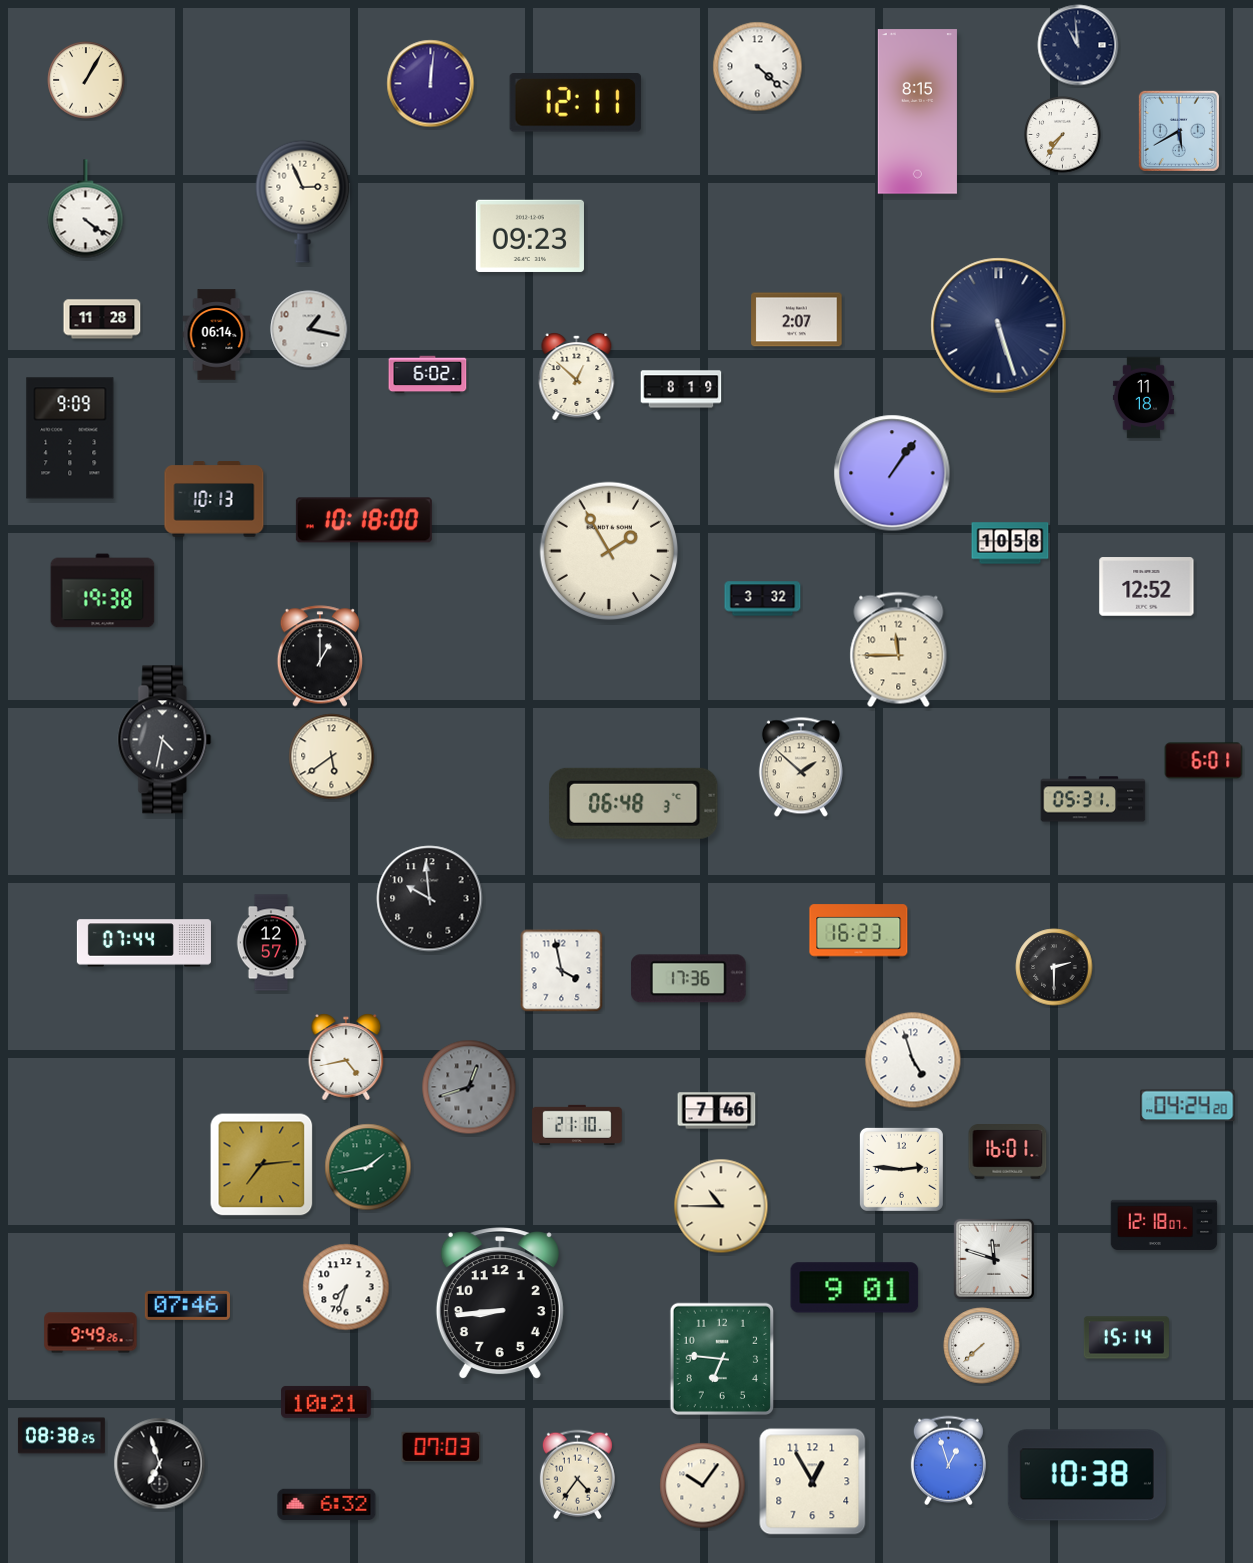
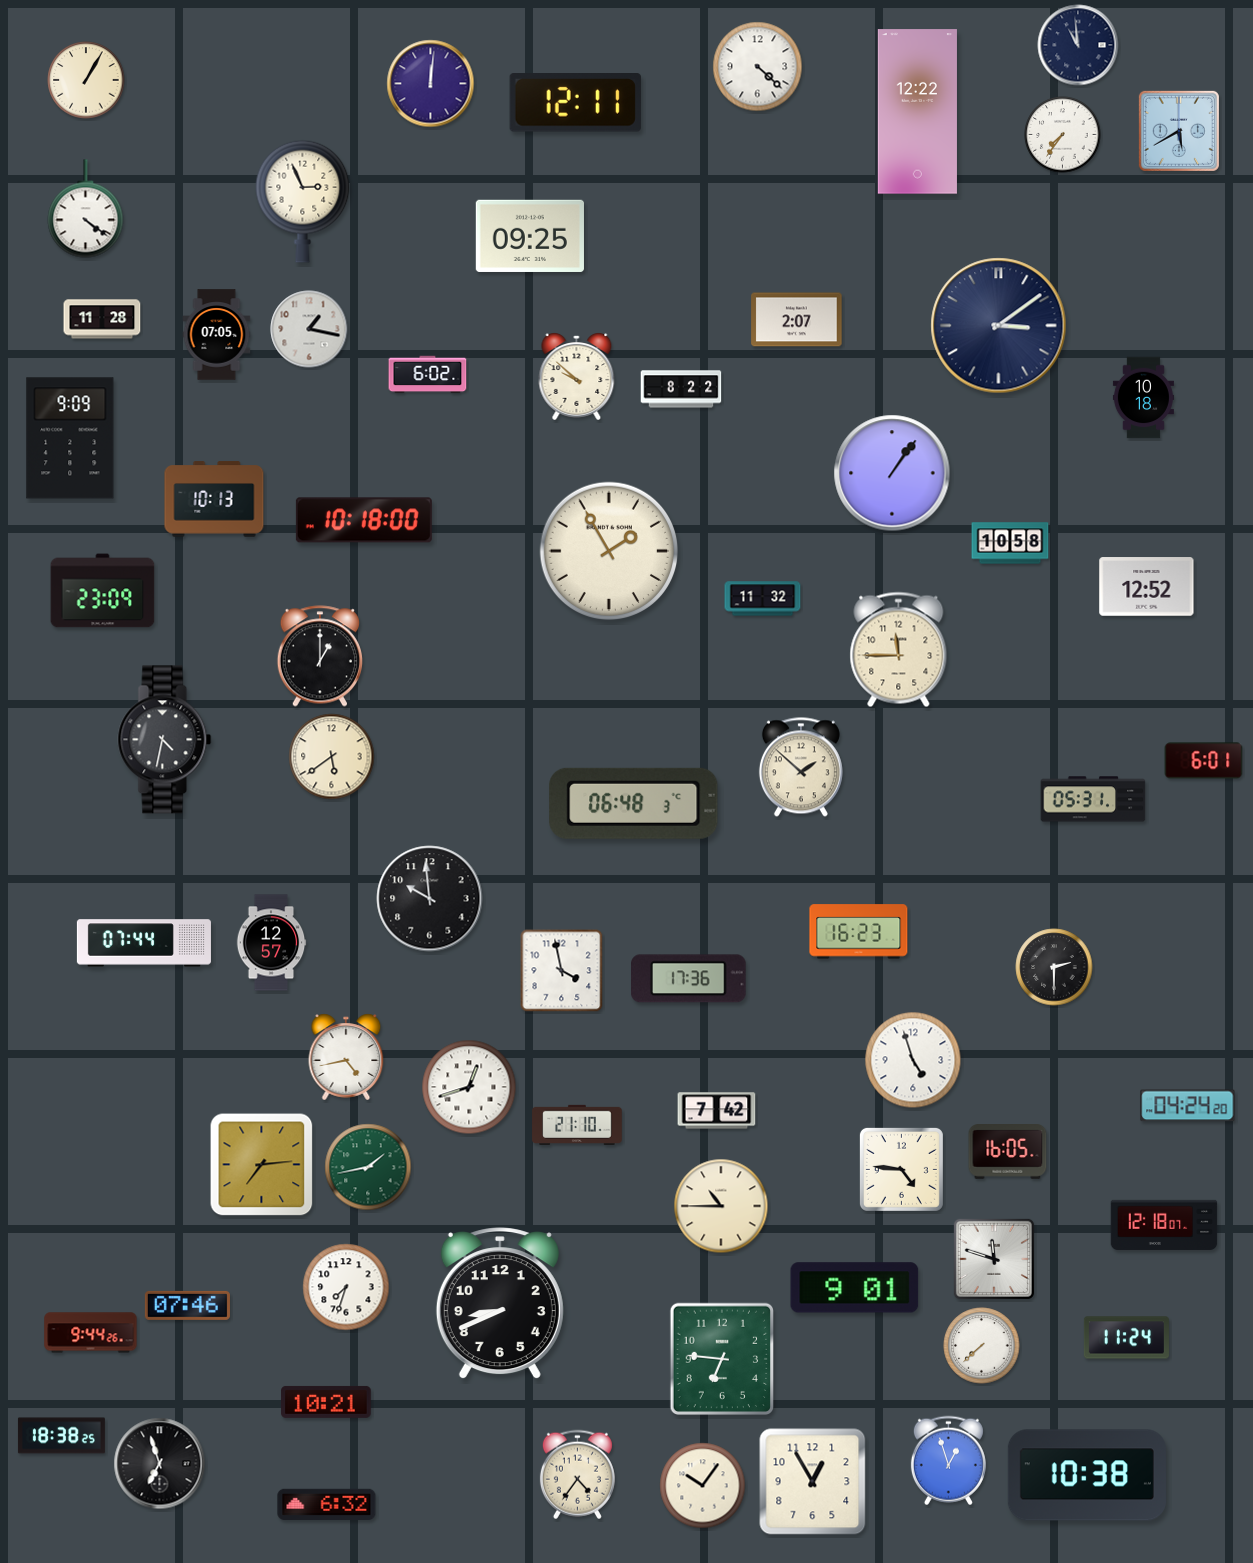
clock at (917, 112): 8:15 -> 12:22
clock at (530, 236): 09:23 -> 09:25
clock at (999, 326): 5:27 -> 3:09
clock at (217, 335): 06:14 -> 07:05
clock at (577, 377): 12:52 -> 9:52
clock at (681, 389): 8:19 -> 8:22
clock at (1143, 398): 11:18 -> 10:18
clock at (103, 591): 19:38 -> 23:09
clock at (763, 599): 3:32 -> 11:32
clock at (469, 1087) dial: grey -> white
clock at (717, 1111): 7:46 -> 7:42
clock at (1008, 1152): 16:01 -> 16:05
clock at (901, 1169): 2:46 -> 4:46
clock at (500, 1304): 8:44 -> 8:41
clock at (91, 1333): 9:49 -> 9:44
clock at (1126, 1338): 15:14 -> 11:24
clock at (61, 1436): 08:38 -> 18:38
clock at (441, 1447): 07:03 -> none
